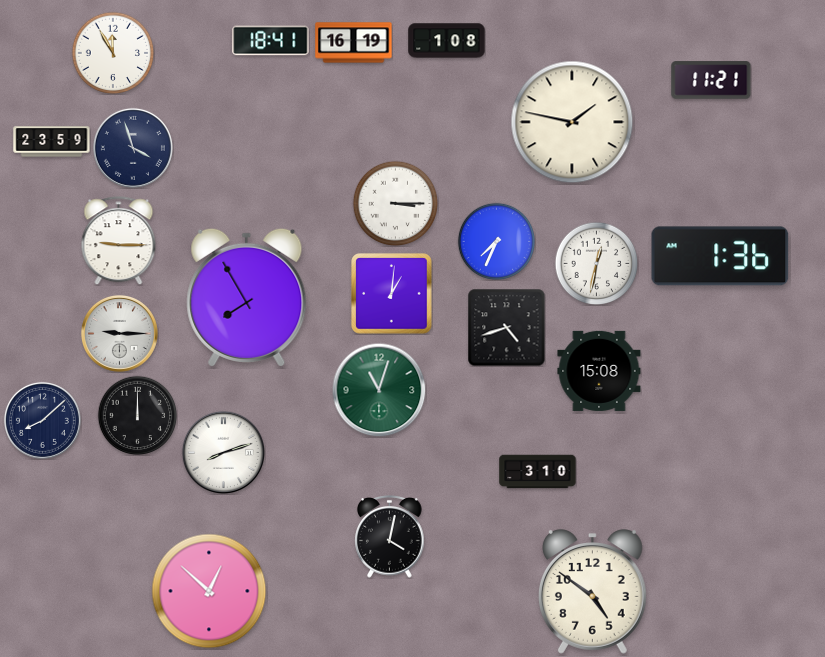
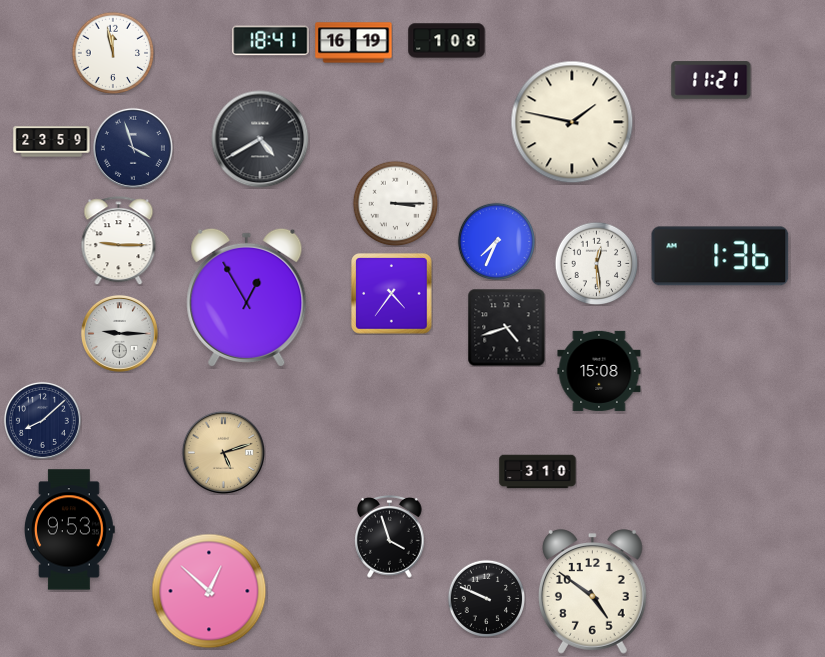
clock at (113, 53): 11:55 -> 11:58
clock at (260, 139): none -> 4:40
clock at (596, 263): 12:32 -> 12:29
clock at (392, 294): 1:01 -> 4:36
clock at (247, 297): 7:55 -> 12:55
clock at (379, 390): 11:03 -> none
clock at (137, 415): 12:00 -> none
clock at (223, 452): 8:12 -> 5:12
clock at (223, 452) dial: white -> champagne
clock at (69, 530): none -> 9:53
clock at (390, 537): 4:02 -> 3:57
clock at (486, 598): none -> 9:49
